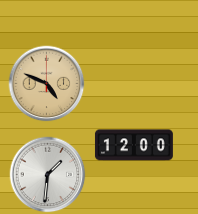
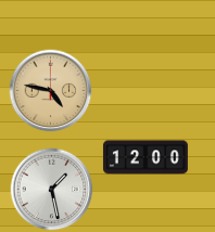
clock at (47, 84): 4:49 -> 4:47
clock at (48, 175): 1:31 -> 1:28
